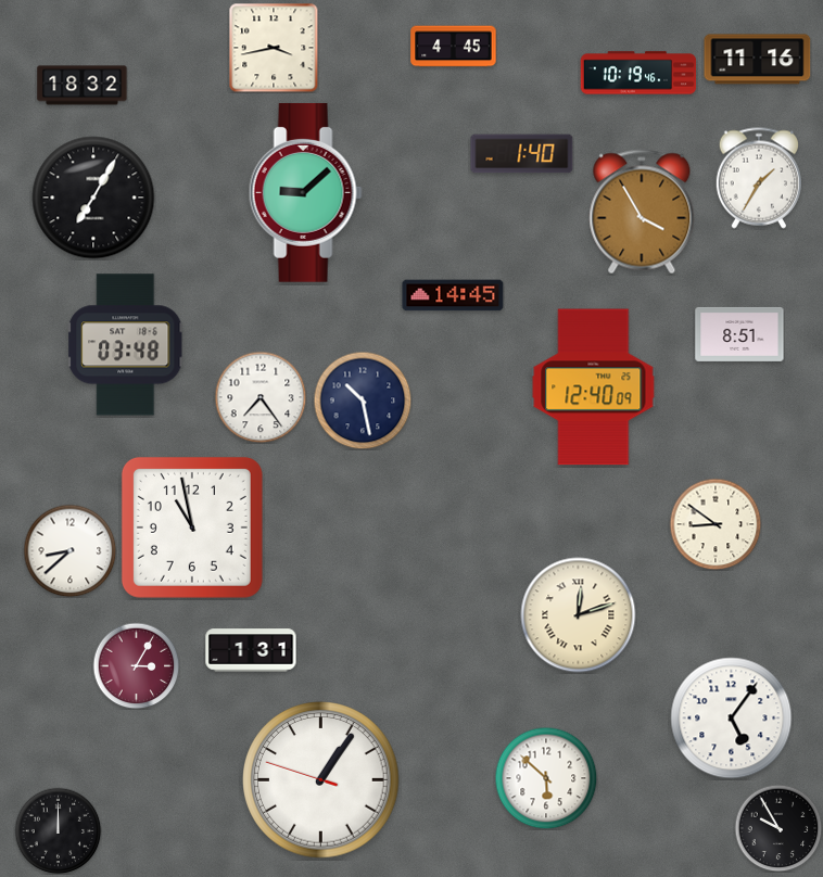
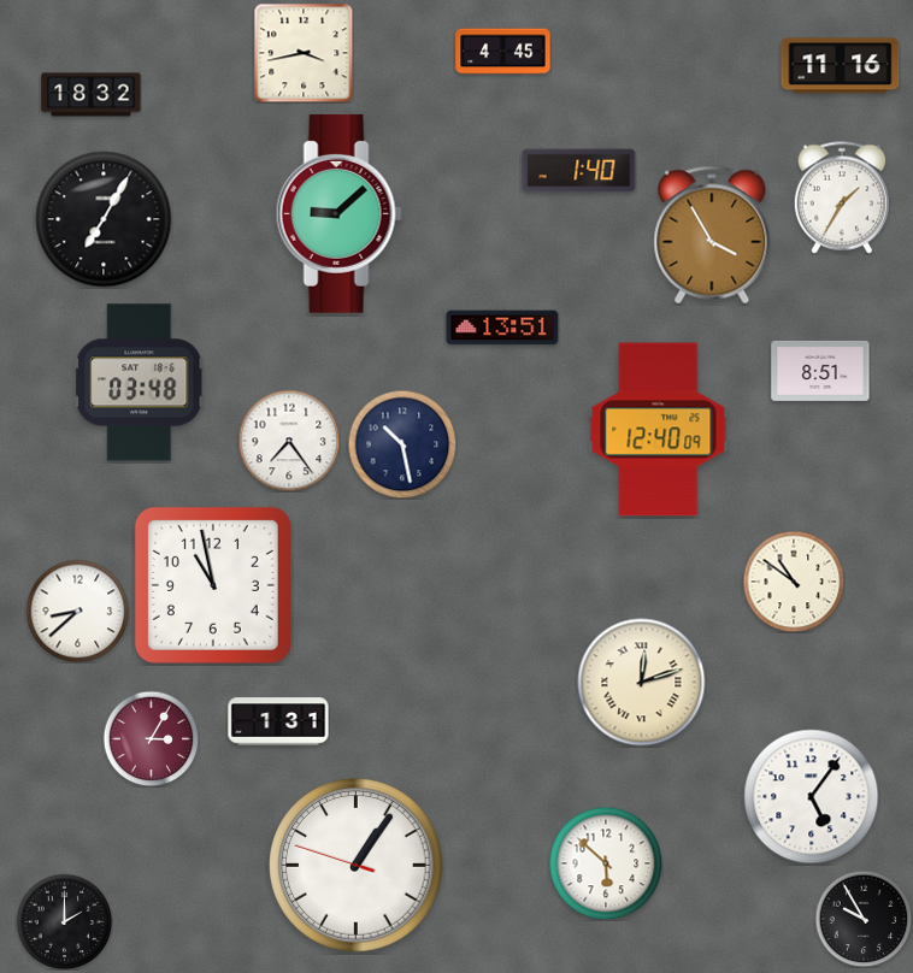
clock at (638, 73): 10:19 -> none
clock at (453, 295): 14:45 -> 13:51
clock at (716, 524): 8:51 -> 10:51
clock at (58, 830): 12:00 -> 2:00
